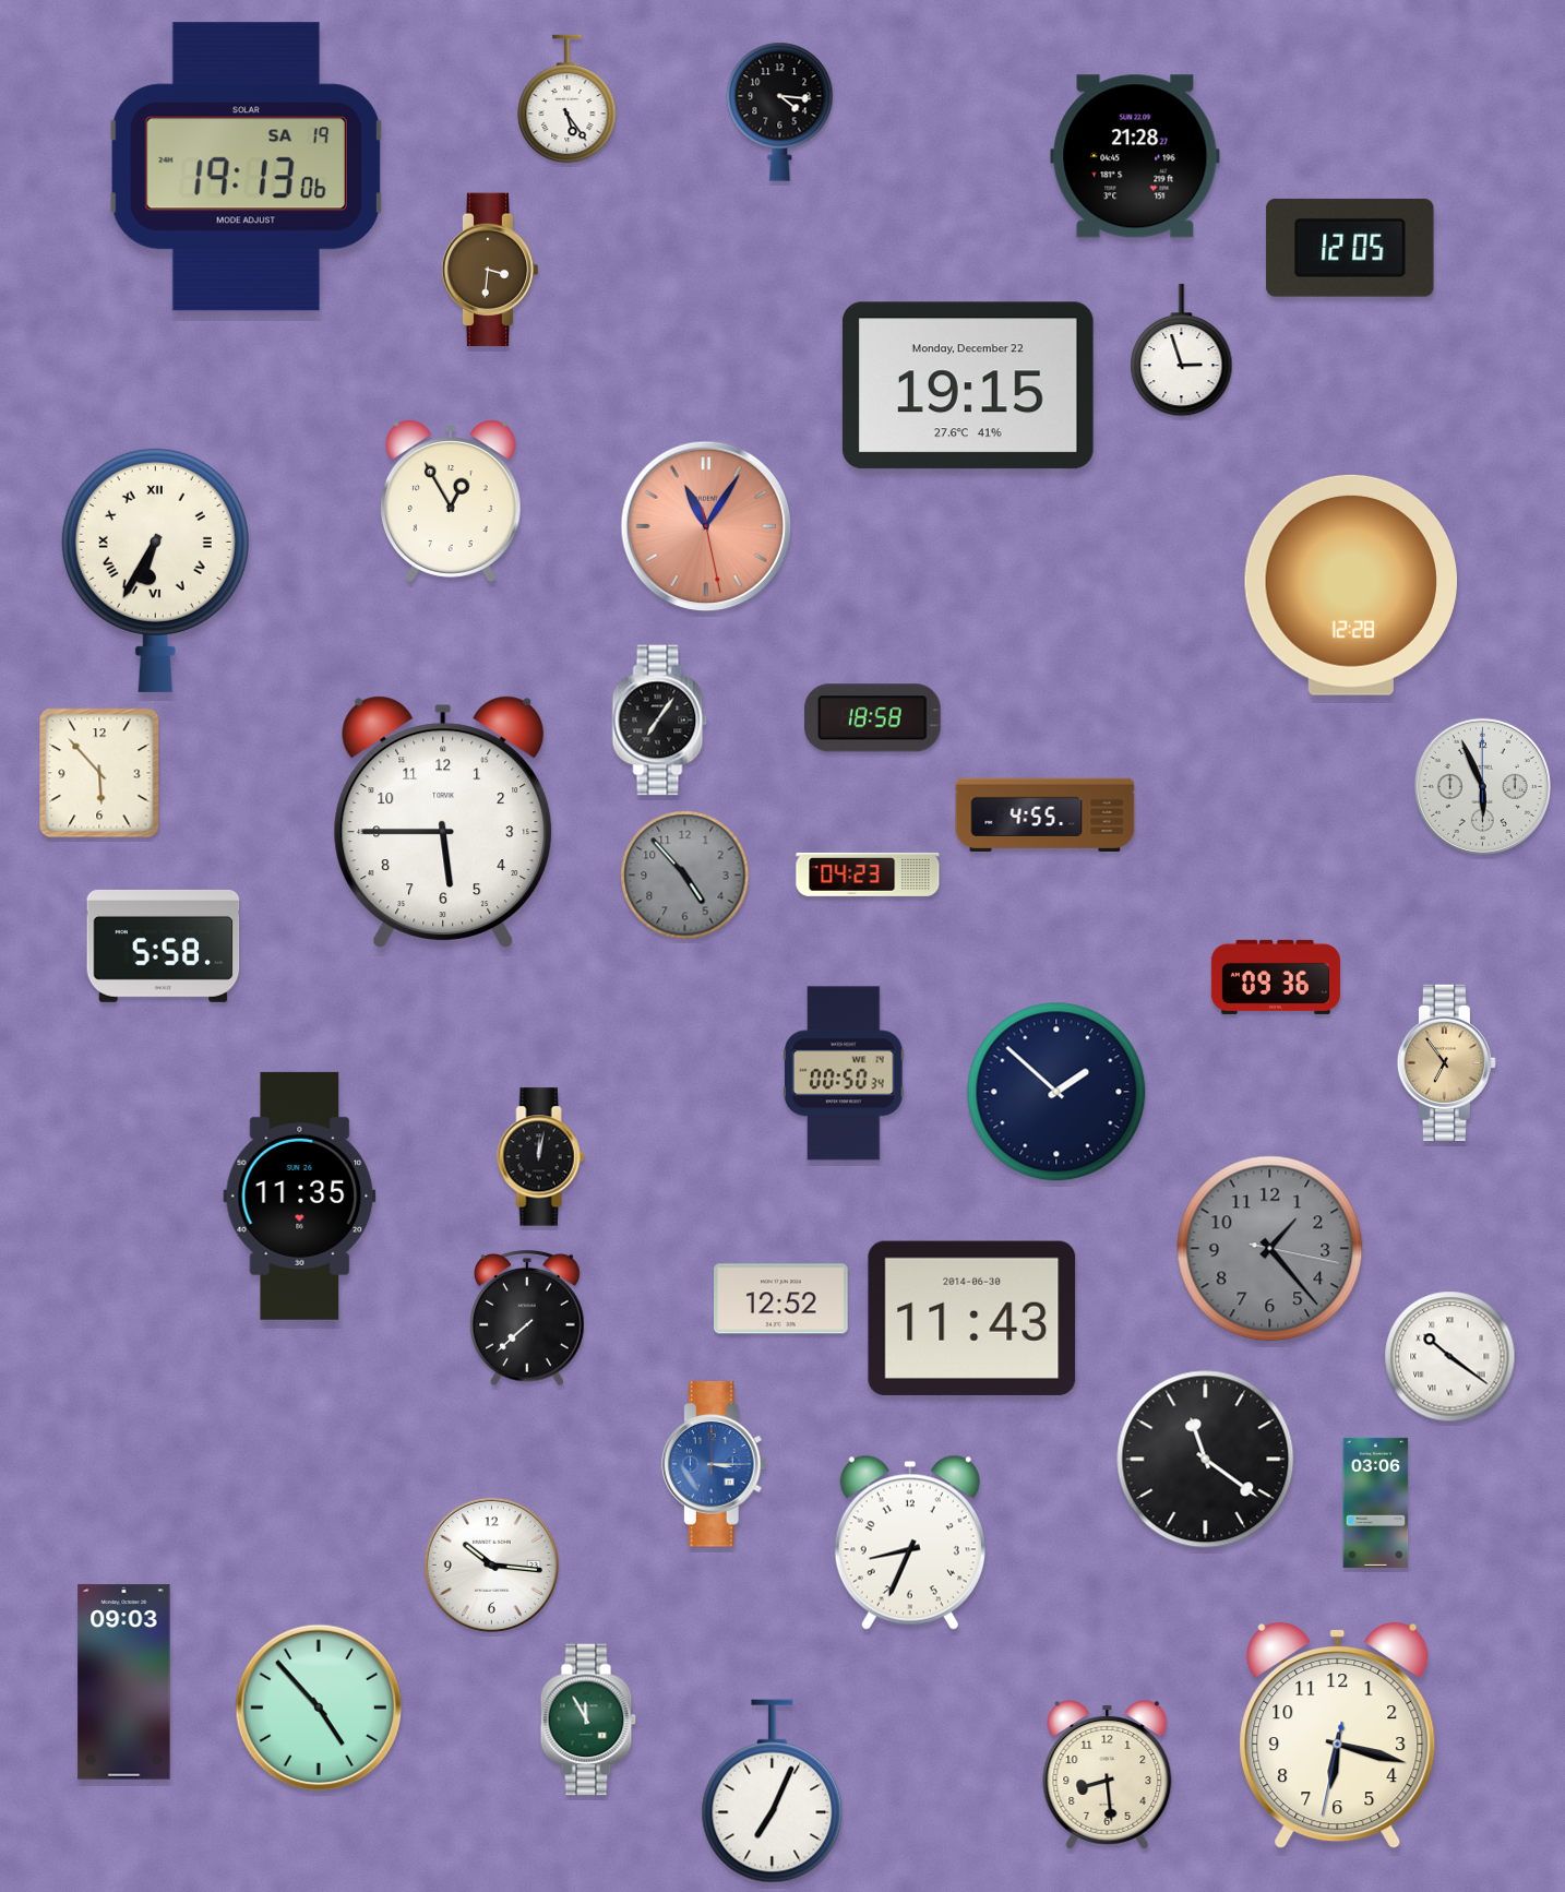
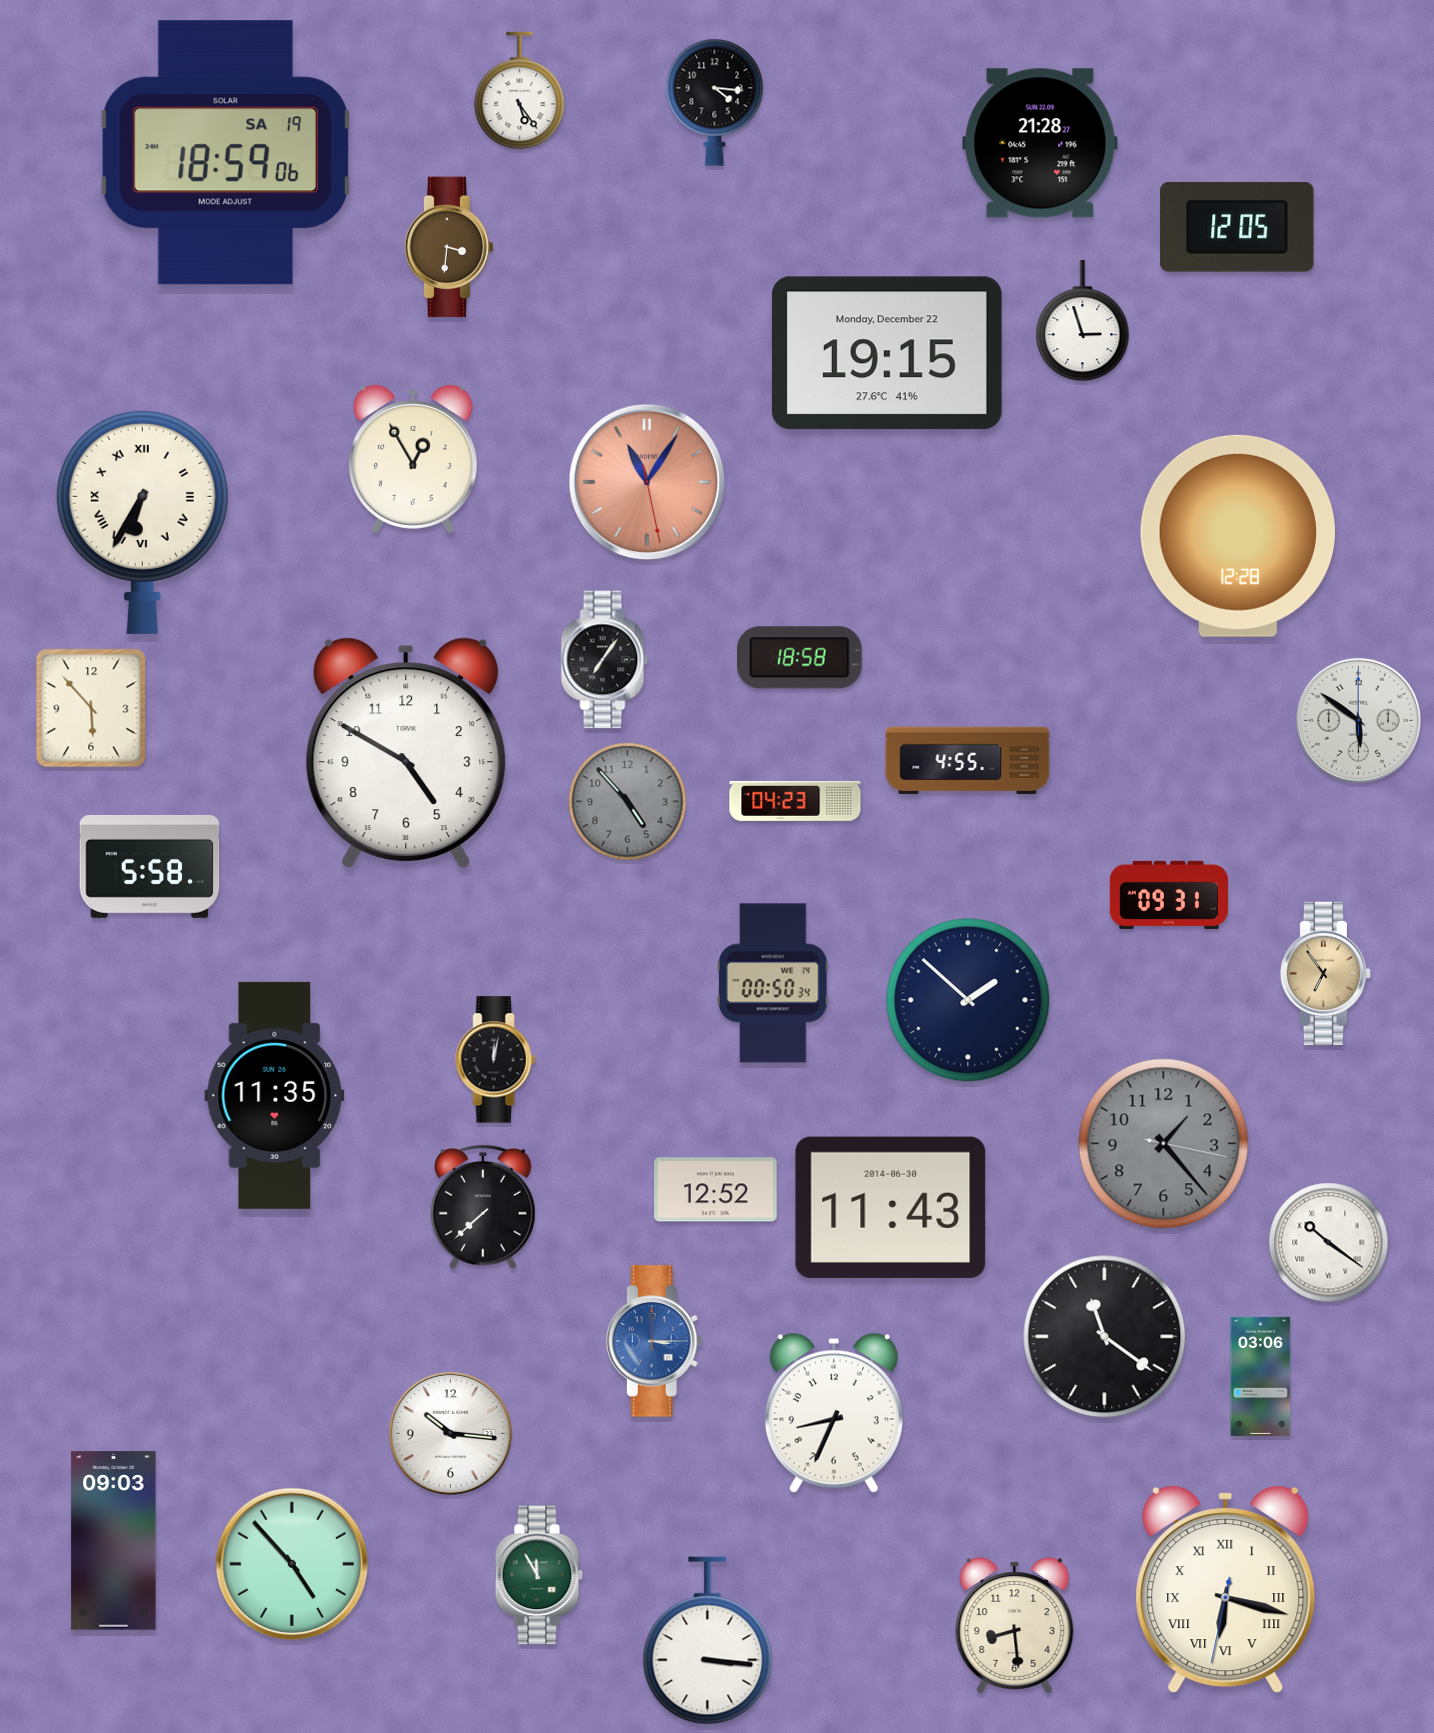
clock at (246, 167): 19:13 -> 18:59
clock at (1482, 786): 5:56 -> 5:51
clock at (1046, 814) position: (1046, 814) -> (968, 760)
clock at (443, 821): 5:45 -> 4:50
clock at (1276, 977): 09:36 -> 09:31
clock at (1338, 1736) numerals: Arabic -> Roman
clock at (773, 1792): 7:04 -> 3:16
